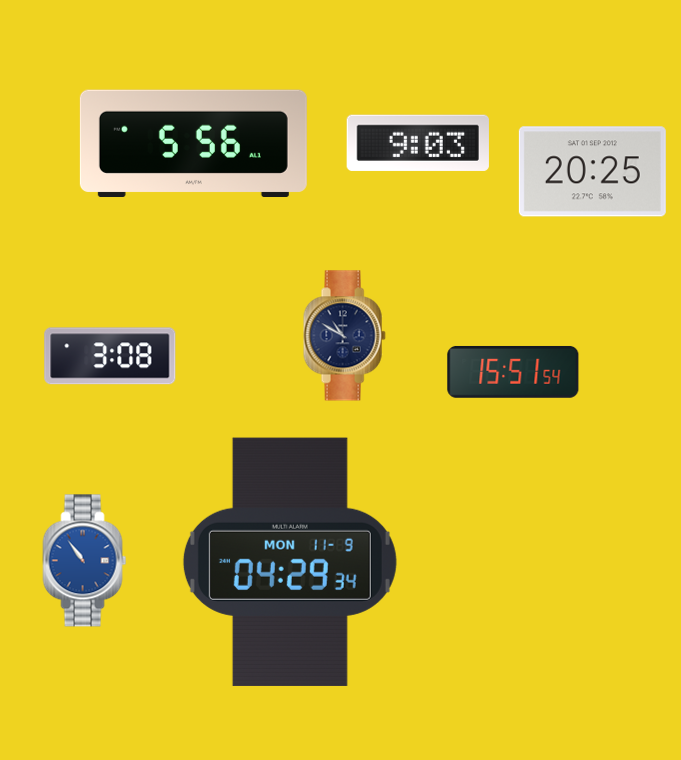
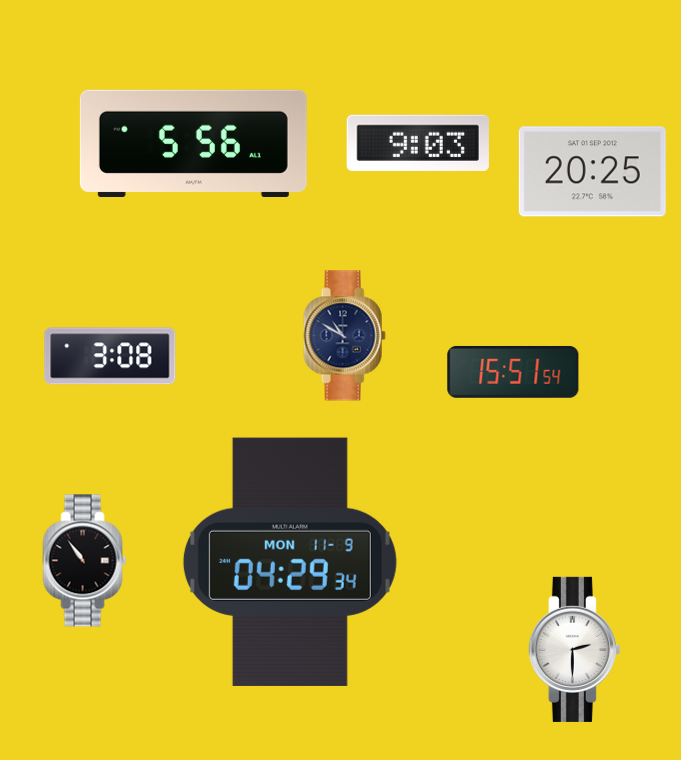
clock at (85, 561) dial: blue -> black
clock at (574, 649): none -> 2:30
